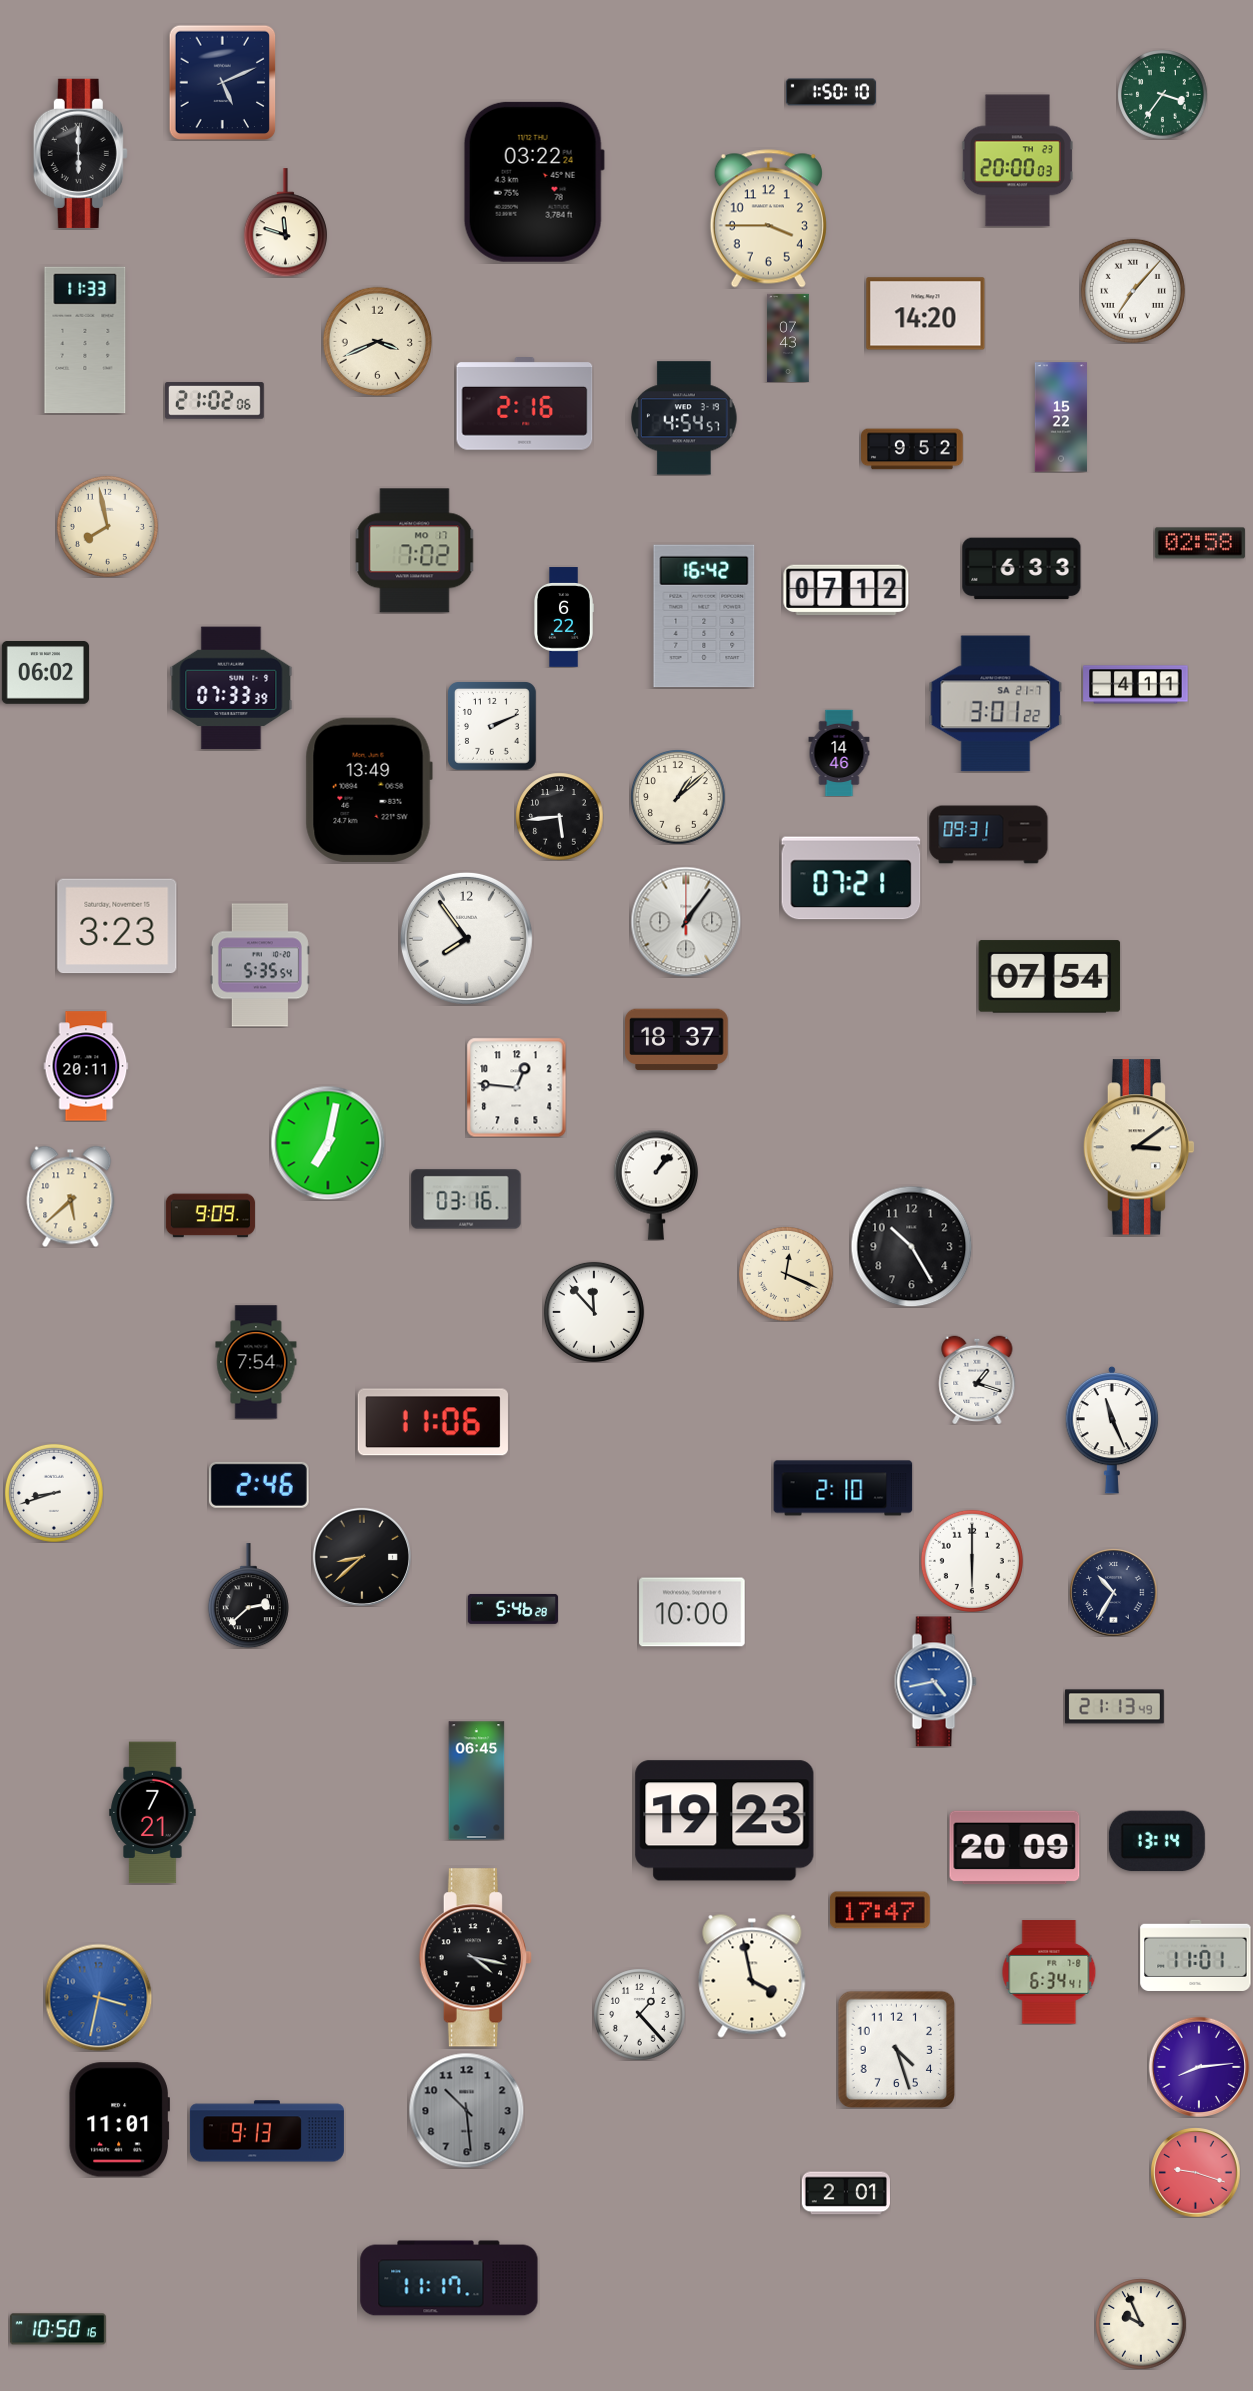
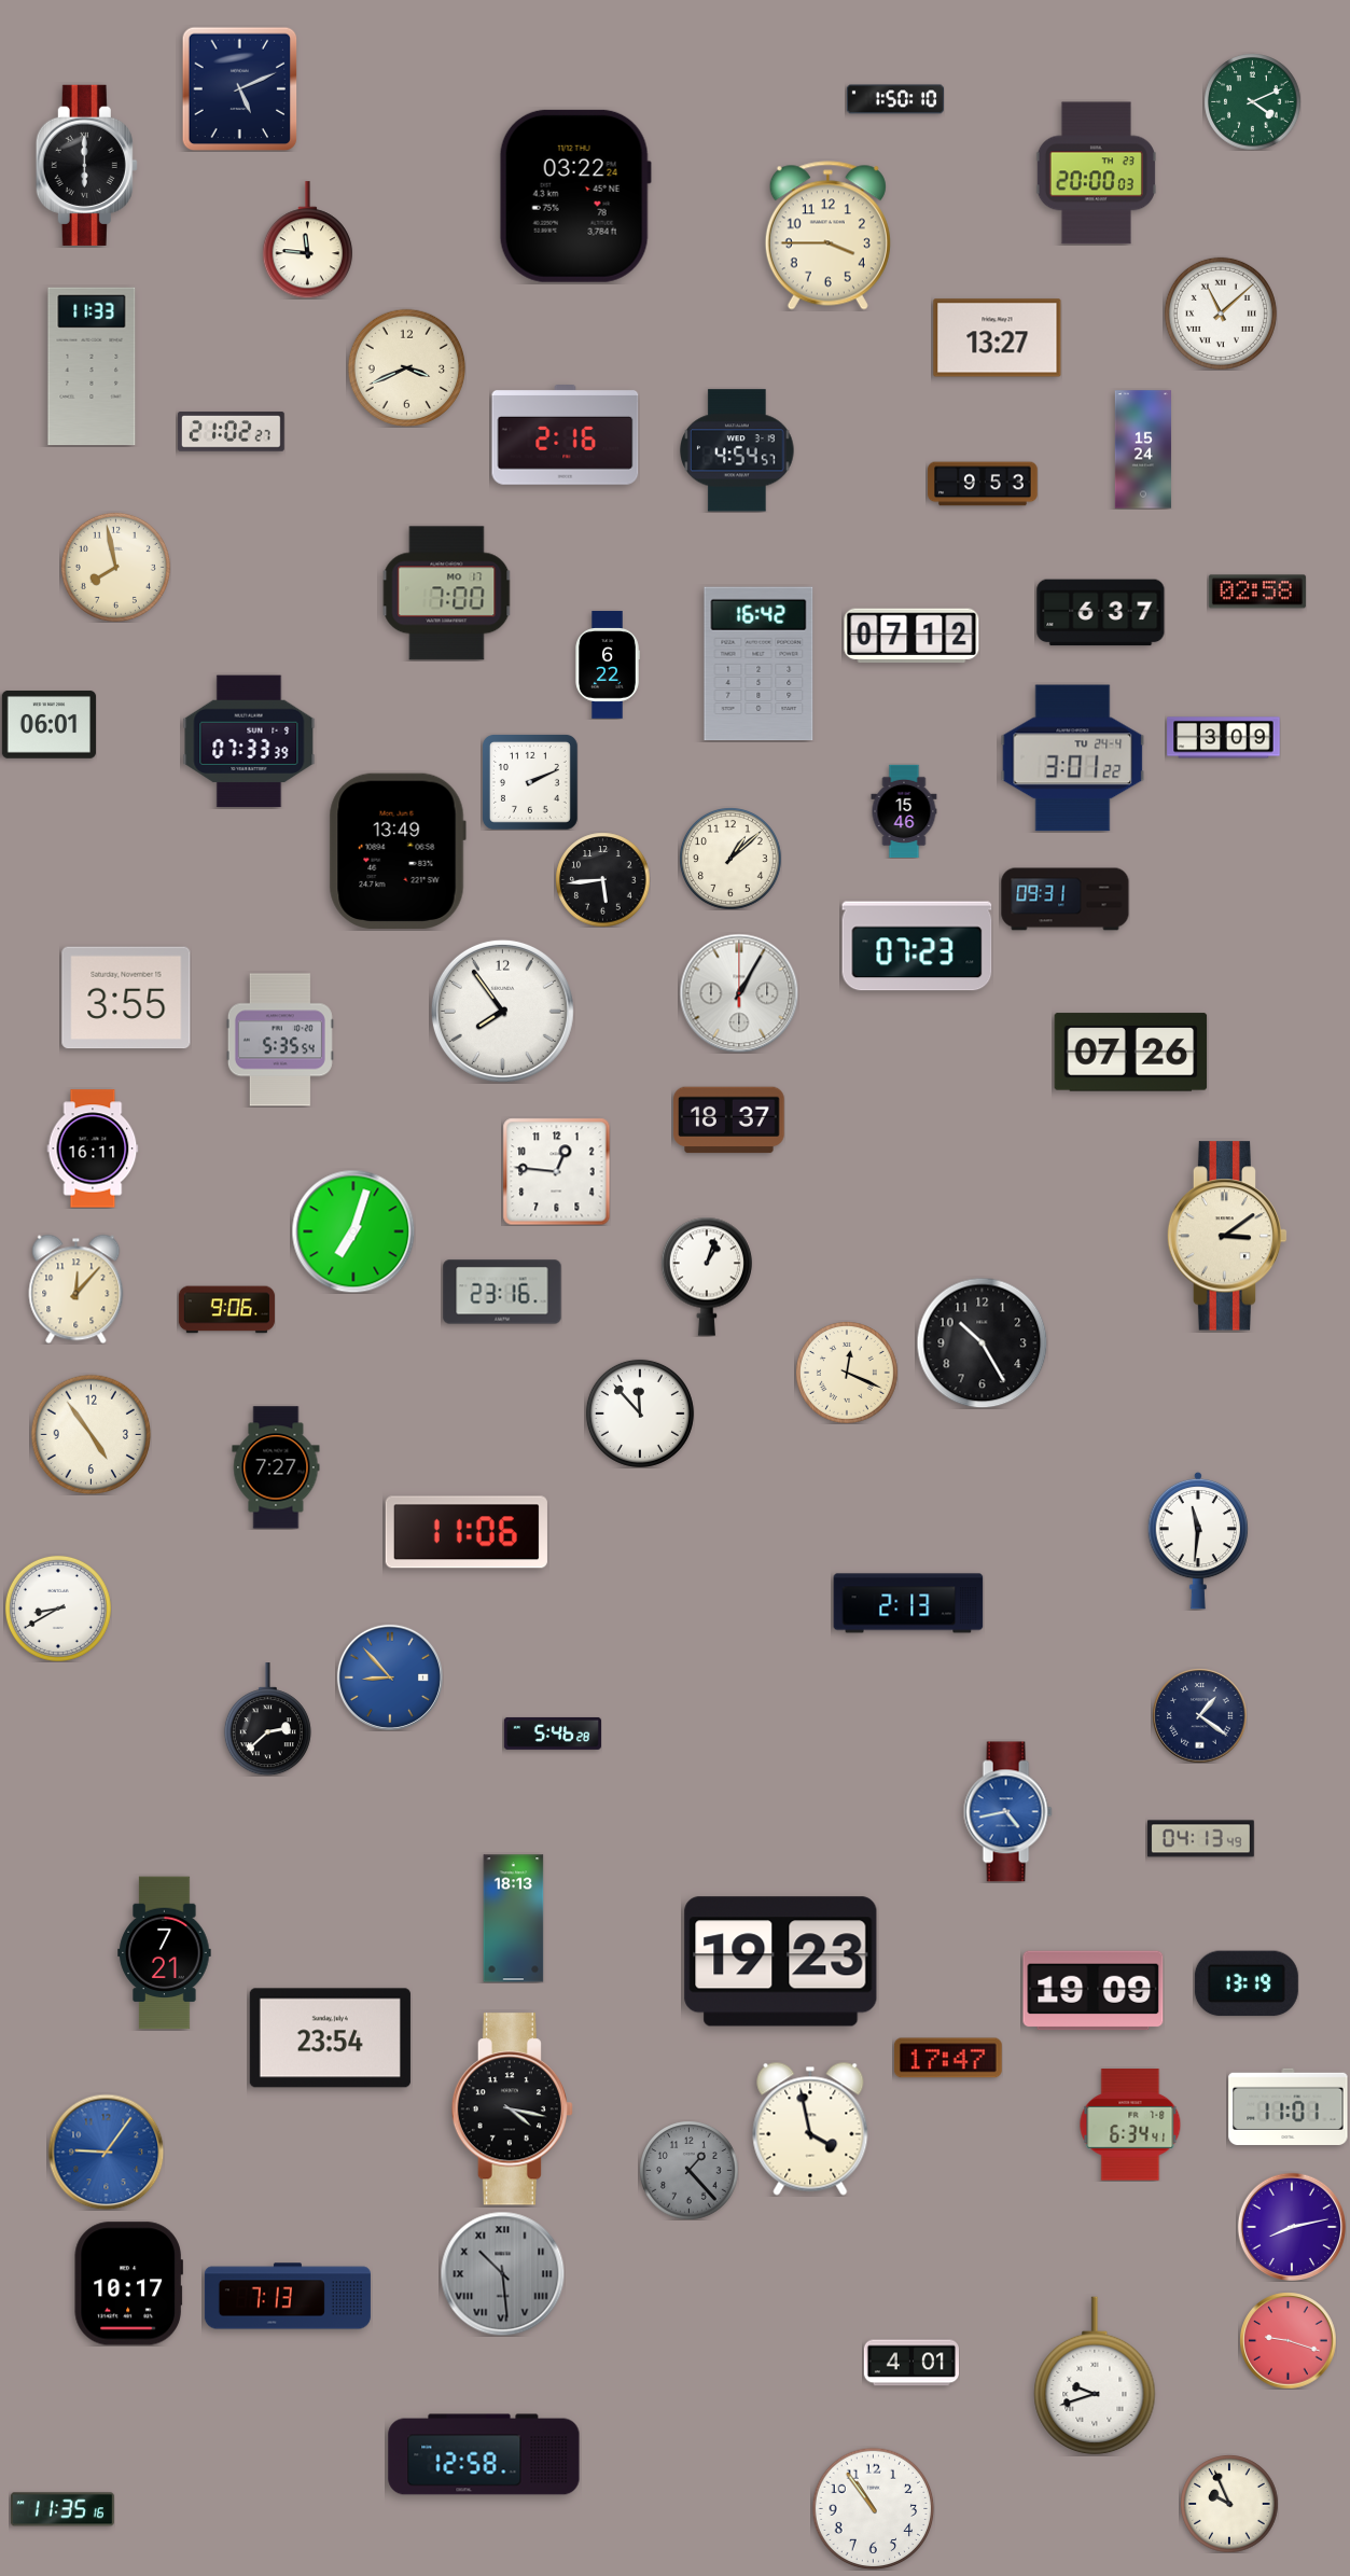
clock at (1162, 94): 3:36 -> 4:11
clock at (285, 223): 11:48 -> 11:46
clock at (1133, 291): 7:07 -> 11:08
clock at (926, 314): 14:20 -> 13:27
clock at (788, 337): 07:43 -> none
clock at (214, 401): 21:02:06 -> 21:02:27
clock at (1061, 417): 15:22 -> 15:24
clock at (912, 449): 9:52 -> 9:53
clock at (1200, 543) position: (1200, 543) -> (1257, 591)
clock at (415, 551): 7:02 -> 7:00
clock at (1022, 569): 6:33 -> 6:37
clock at (45, 673): 06:02 -> 06:01
clock at (1136, 685): 4:11 -> 3:09
clock at (996, 704) date: SA 21-7 -> TU 24-4
clock at (839, 753): 14:46 -> 15:46
clock at (851, 878): 07:21 -> 07:23
clock at (686, 922): 1:06 -> 1:05
clock at (117, 926): 3:23 -> 3:55
clock at (1050, 977): 07:54 -> 07:26
clock at (86, 1066): 20:11 -> 16:11
clock at (328, 1143): 7:02 -> 7:03
clock at (655, 1185): 1:07 -> 1:03
clock at (71, 1196): 5:38 -> 12:07
clock at (466, 1199): 03:16 -> 23:16
clock at (210, 1216): 9:09 -> 9:06
clock at (91, 1434): none -> 4:54
clock at (256, 1362): 7:54 -> 7:27
clock at (977, 1380): 1:18 -> none
clock at (1112, 1430): 11:26 -> 11:31
clock at (259, 1485): 2:46 -> none
clock at (843, 1488): 2:10 -> 2:13
clock at (54, 1493): 8:42 -> 8:40
clock at (362, 1557): 8:38 -> 8:53
clock at (362, 1557) dial: black -> blue
clock at (972, 1561): 6:00 -> none
clock at (1113, 1592): 10:35 -> 1:21
clock at (692, 1612): 10:00 -> none
clock at (1115, 1707): 21:13 -> 04:13
clock at (477, 1781): 06:45 -> 18:13
clock at (1157, 1841): 13:14 -> 13:19
clock at (1015, 1848): 20:09 -> 19:09
clock at (330, 2038): none -> 23:54
clock at (98, 1997): 3:32 -> 9:06
clock at (639, 2014) dial: white -> grey
clock at (896, 2049): 4:27 -> none
clock at (1198, 2066): 8:14 -> 8:13
clock at (466, 2110) numerals: Arabic -> Roman
clock at (119, 2120): 11:01 -> 10:17
clock at (267, 2131): 9:13 -> 7:13
clock at (846, 2193): 2:01 -> 4:01
clock at (1095, 2376): none -> 9:42
clock at (449, 2278): 11:17 -> 12:58
clock at (873, 2508): none -> 10:54
clock at (58, 2329): 10:50 -> 11:35
